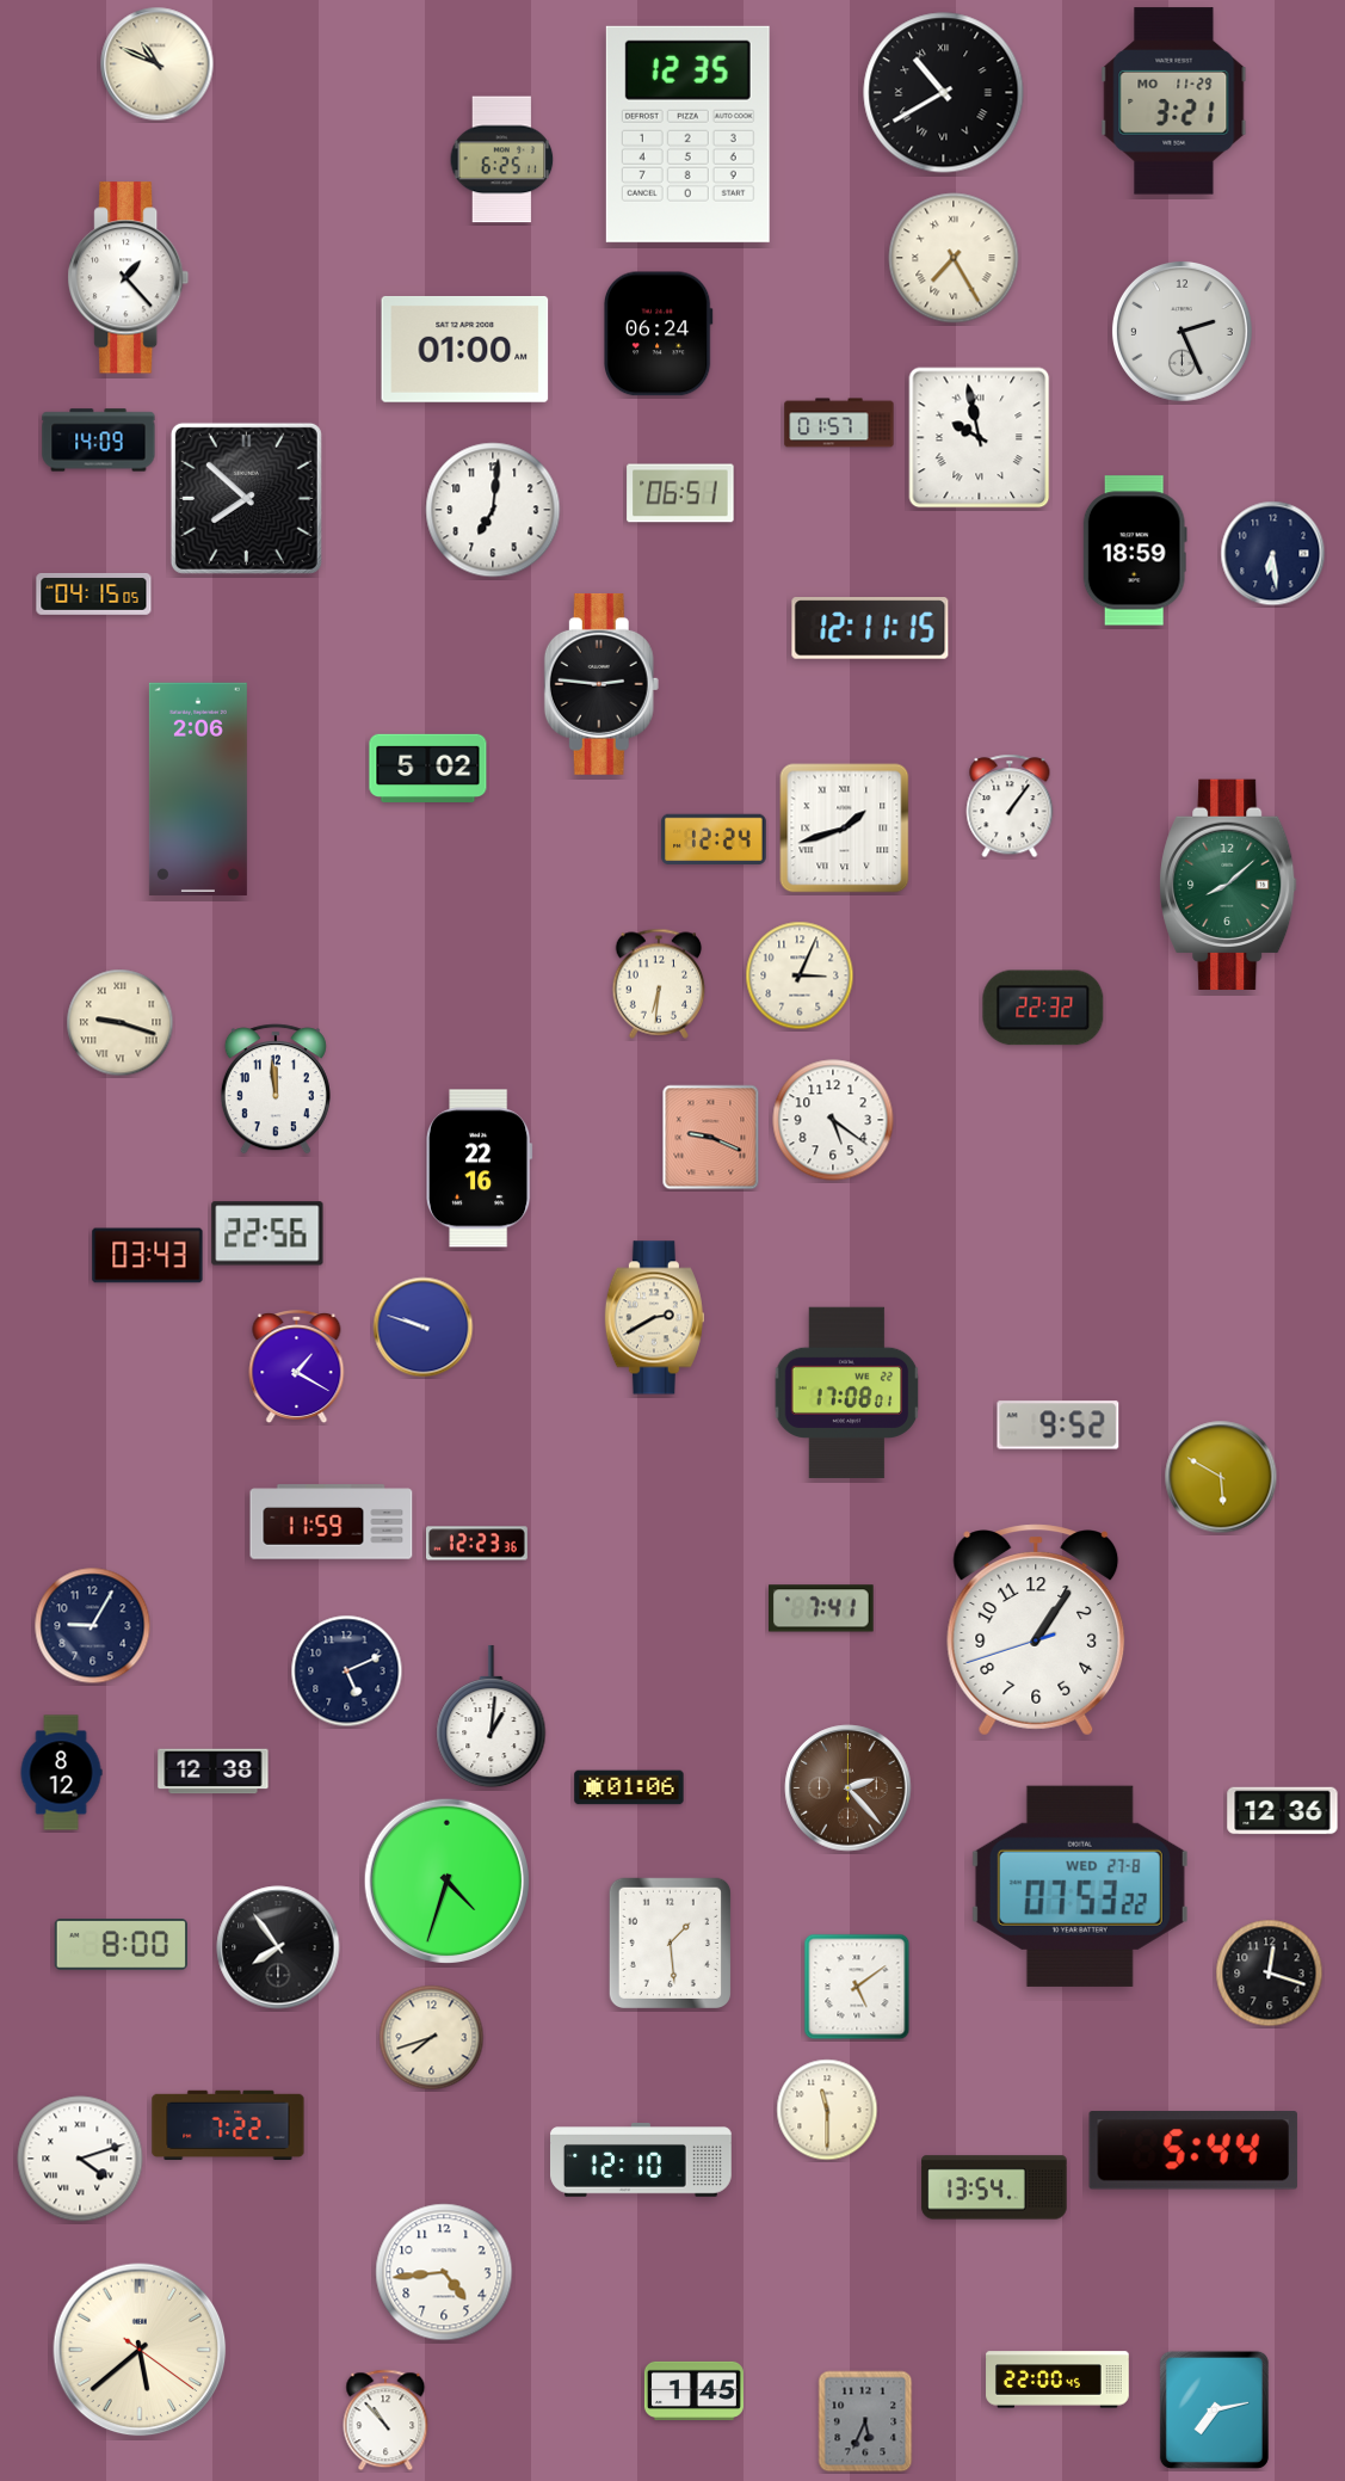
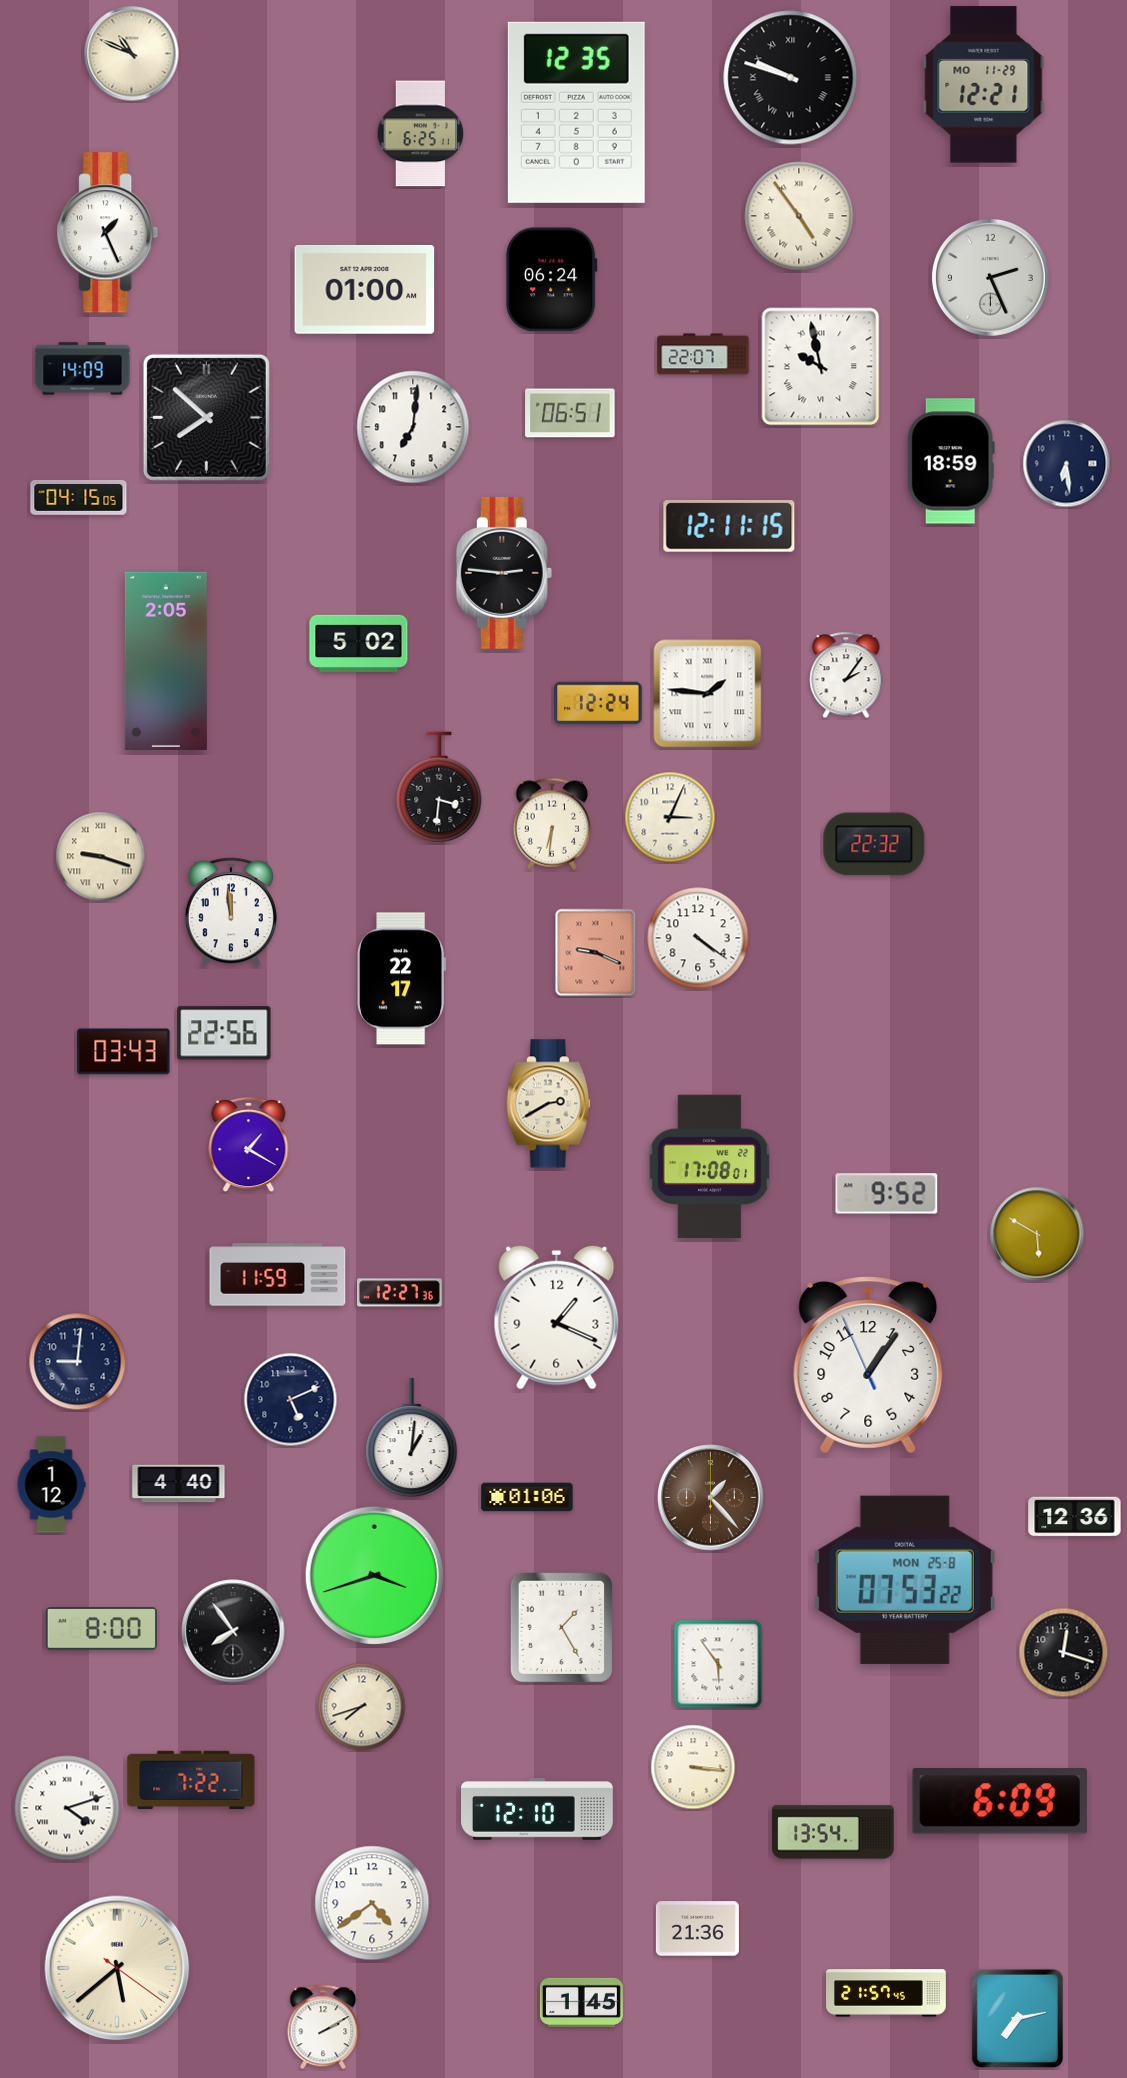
clock at (944, 93): 10:40 -> 9:48
clock at (1174, 101): 3:21 -> 12:21
clock at (954, 258): 7:25 -> 4:54
clock at (129, 278): 1:23 -> 1:26
clock at (465, 349) position: (465, 349) -> (365, 289)
clock at (839, 423): 01:57 -> 22:07
clock at (198, 789): 2:06 -> 2:05
clock at (1010, 806): 1:06 -> 2:06
clock at (845, 829): 1:42 -> 1:46
clock at (1228, 885): 8:08 -> none
clock at (439, 787): none -> 3:31
clock at (833, 1120): 5:21 -> 4:21
clock at (480, 1169): 22:16 -> 22:17
clock at (424, 1328): 9:48 -> none
clock at (1221, 1477) position: (1221, 1477) -> (1037, 1234)
clock at (476, 1544): 12:23 -> 12:27
clock at (557, 1317): none -> 1:19
clock at (822, 1608): 7:41 -> none
clock at (93, 1626): 9:05 -> 9:01
clock at (1036, 1630): 1:05:42 -> 1:05:56
clock at (214, 1772): 12:38 -> 4:40
clock at (61, 1773): 8:12 -> 1:12
clock at (849, 1789): 2:23 -> 1:23
clock at (446, 1880): 4:33 -> 3:42
clock at (1080, 1886) date: WED 27-8 -> MON 25-8
clock at (670, 1943): 1:29 -> 1:25
clock at (857, 1987): 5:09 -> 5:54
clock at (827, 2110): 11:30 -> 3:16
clock at (1193, 2150): 5:44 -> 6:09
clock at (444, 2272): 4:44 -> 4:39
clock at (697, 1929): none -> 21:36
clock at (1057, 2380): 22:00 -> 21:57
clock at (385, 2420): 10:53 -> 2:10
clock at (865, 2421): 5:34 -> none
